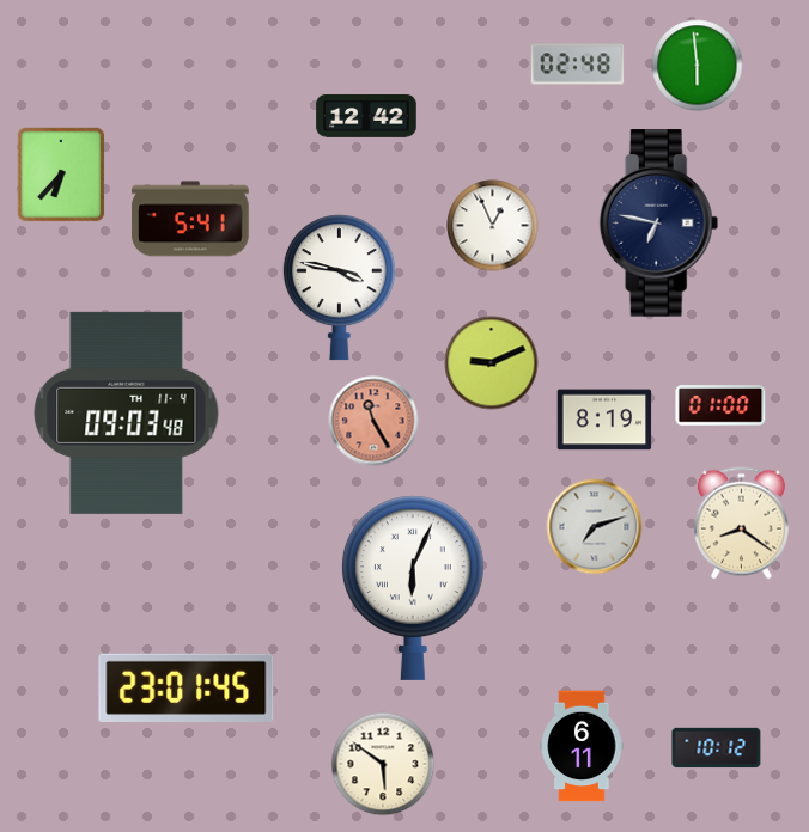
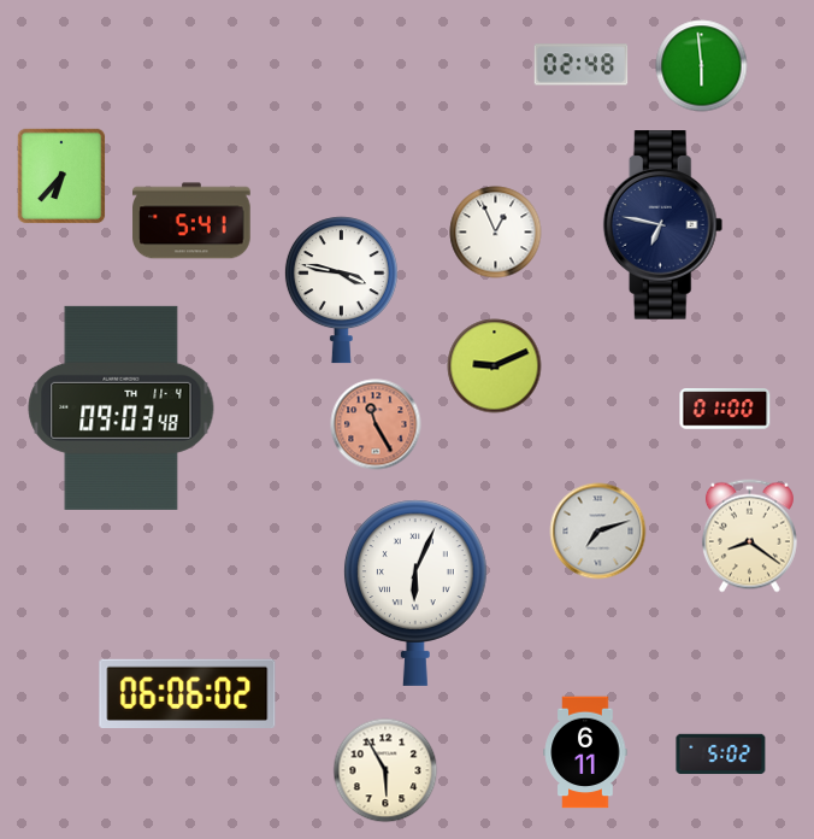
clock at (366, 117): 12:42 -> none
clock at (493, 226) position: (493, 226) -> (496, 233)
clock at (127, 412) position: (127, 412) -> (122, 407)
clock at (604, 420): 8:19 -> none
clock at (741, 524) position: (741, 524) -> (749, 536)
clock at (187, 687): 23:01 -> 06:06
clock at (717, 748): 10:12 -> 5:02
clock at (383, 764): 5:51 -> 5:55
